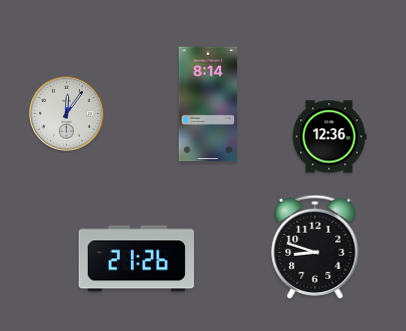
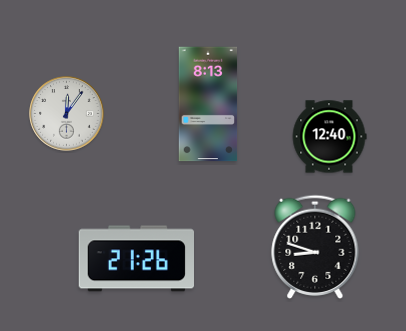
clock at (208, 104): 8:14 -> 8:13
clock at (329, 137): 12:36 -> 12:40
